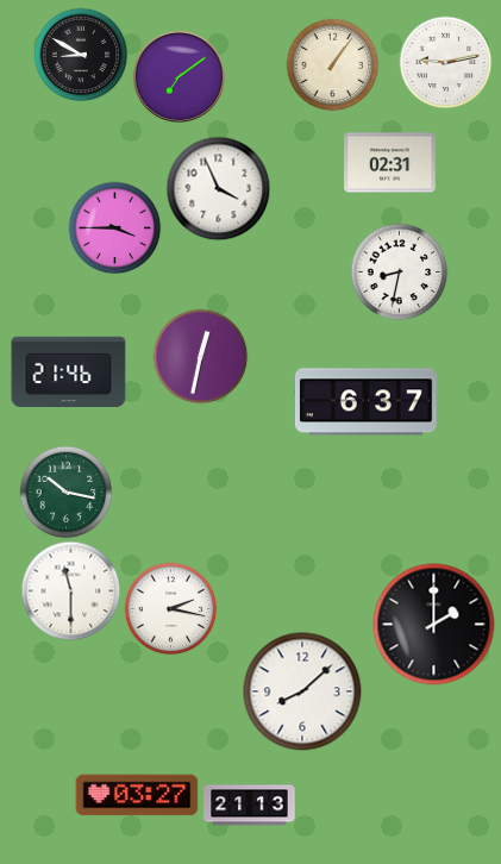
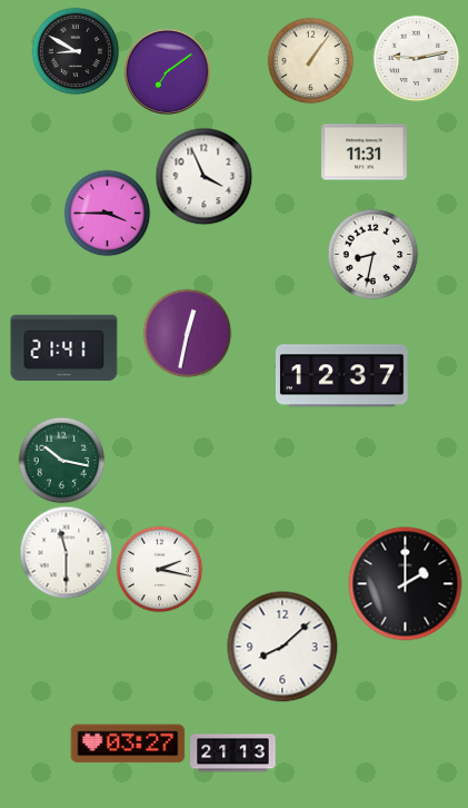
clock at (390, 163): 02:31 -> 11:31
clock at (69, 372): 21:46 -> 21:41
clock at (365, 402): 6:37 -> 12:37
